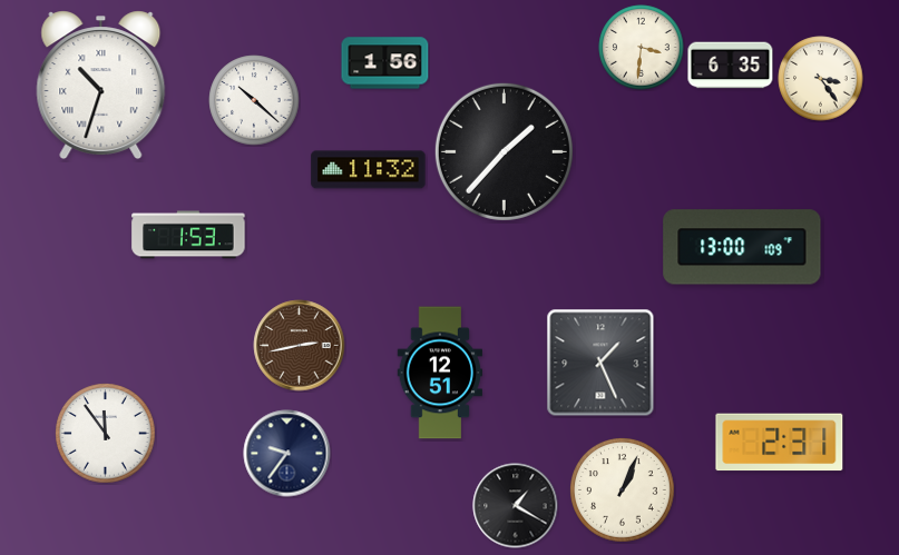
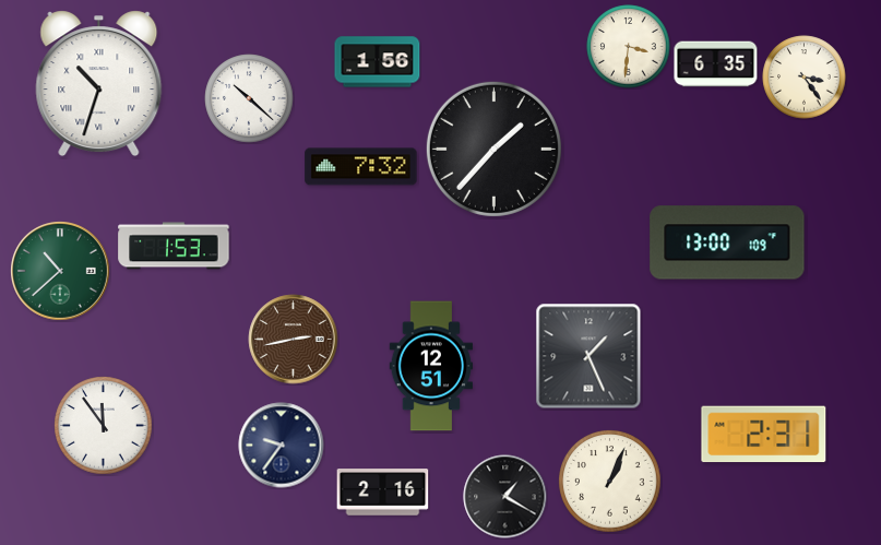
clock at (369, 170): 11:32 -> 7:32
clock at (188, 235) position: (188, 235) -> (174, 246)
clock at (61, 272): none -> 10:38
clock at (383, 493): none -> 2:16
